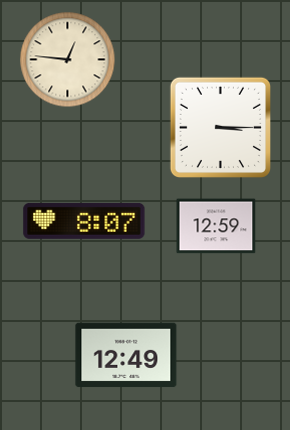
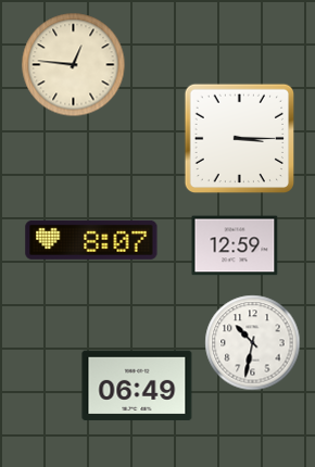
clock at (253, 343): none -> 10:32
clock at (126, 355): 12:49 -> 06:49
